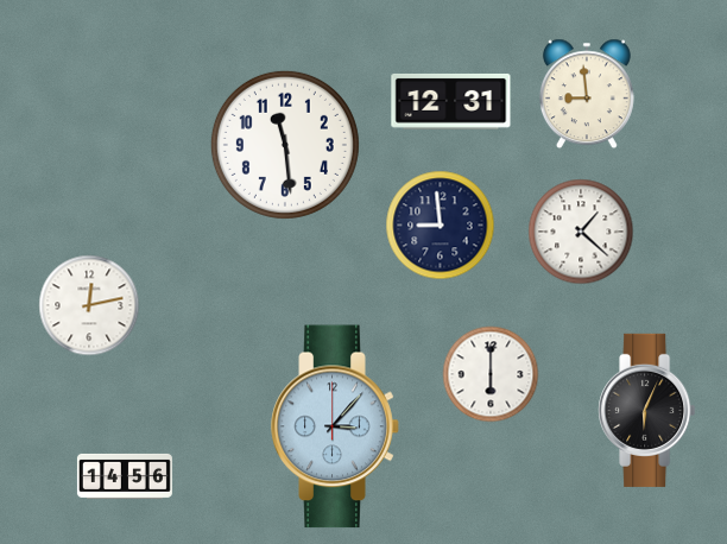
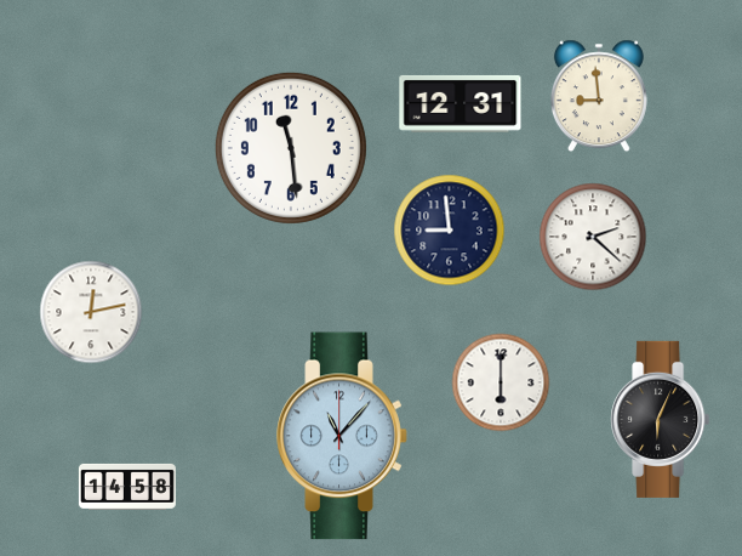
clock at (581, 232): 1:22 -> 2:22
clock at (335, 426): 3:07 -> 11:07
clock at (125, 476): 14:56 -> 14:58
